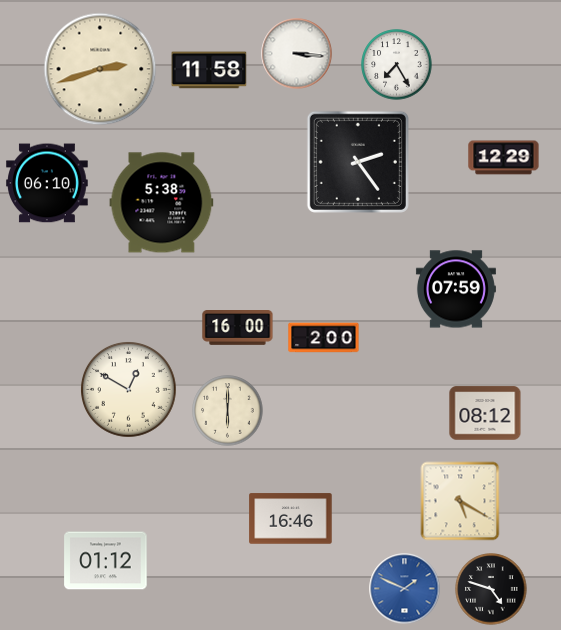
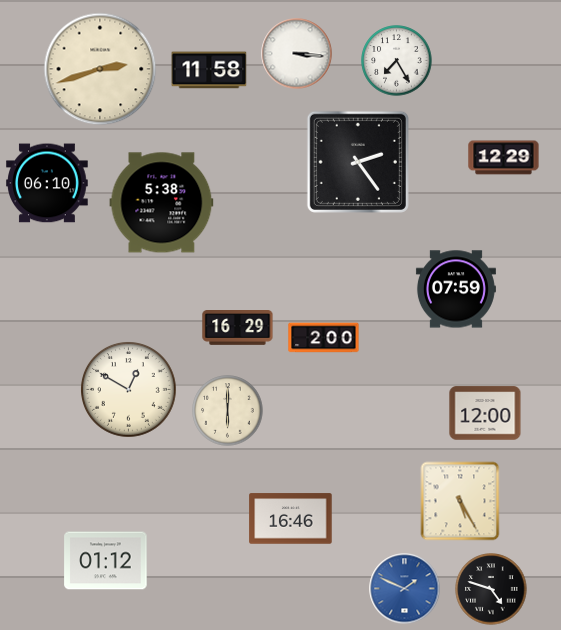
clock at (397, 65) position: (397, 65) -> (397, 61)
clock at (238, 328): 16:00 -> 16:29
clock at (485, 413): 08:12 -> 12:00
clock at (460, 501): 5:20 -> 5:25
